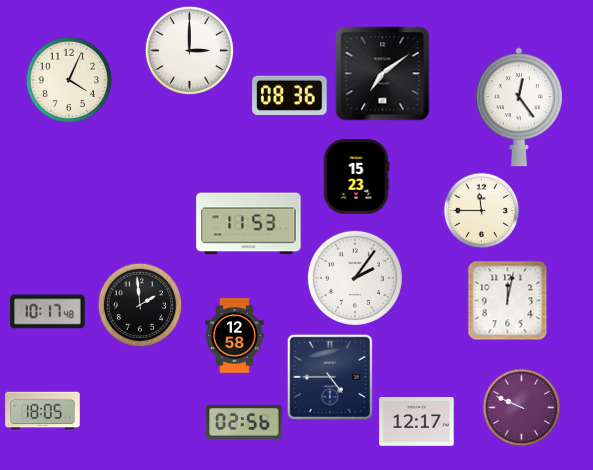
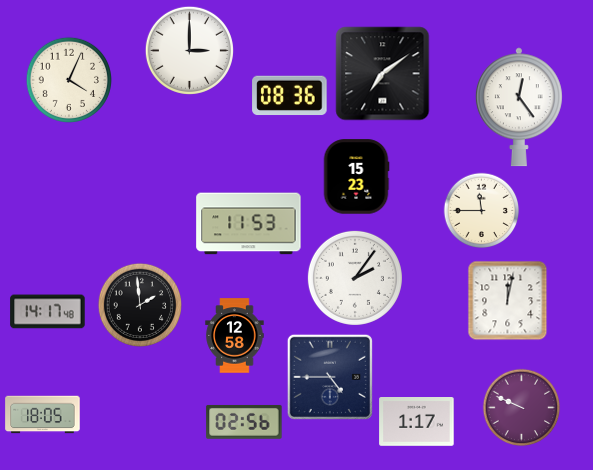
clock at (48, 312): 10:17 -> 14:17
clock at (43, 411) position: (43, 411) -> (43, 415)
clock at (417, 422): 12:17 -> 1:17
